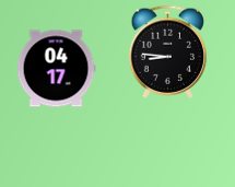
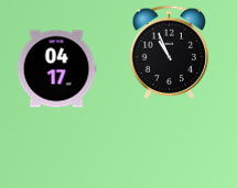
clock at (168, 51): 8:46 -> 10:56
